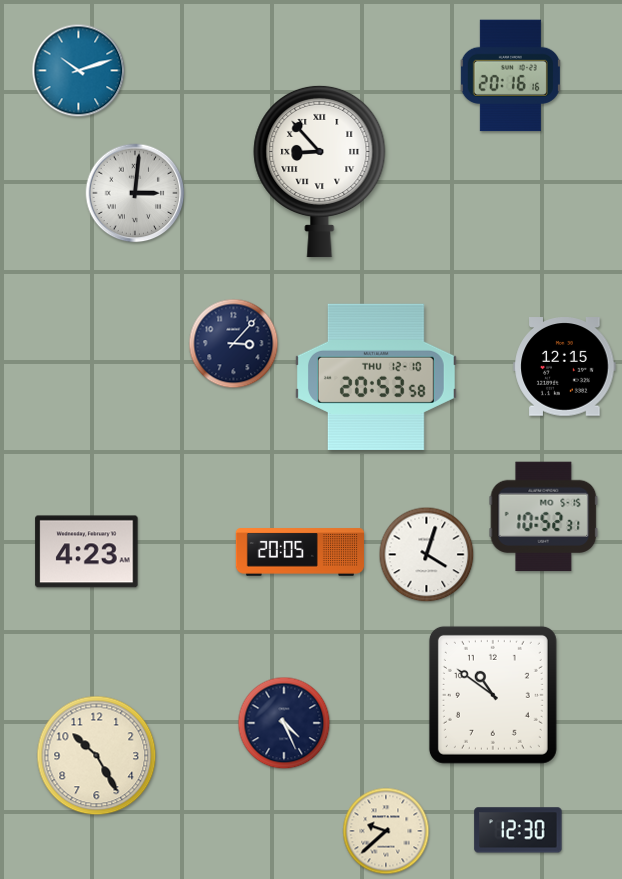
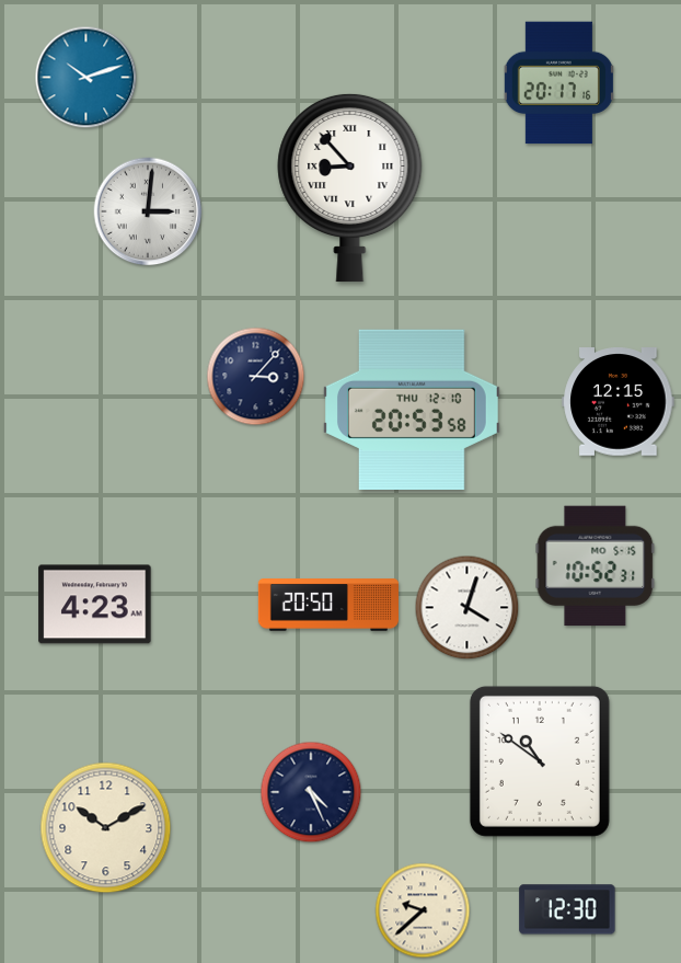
clock at (510, 76): 20:16 -> 20:17
clock at (376, 376) position: (376, 376) -> (412, 409)
clock at (299, 552): 20:05 -> 20:50
clock at (97, 756): 10:25 -> 10:10
